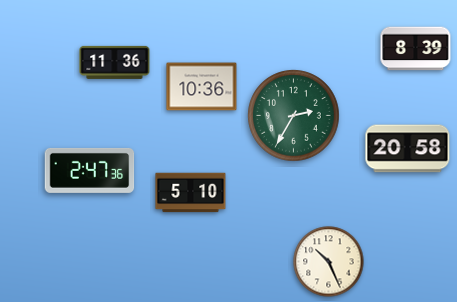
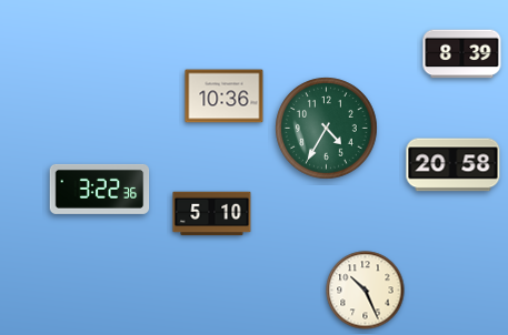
clock at (115, 62): 11:36 -> none
clock at (294, 116): 2:35 -> 4:35
clock at (90, 170): 2:47 -> 3:22
